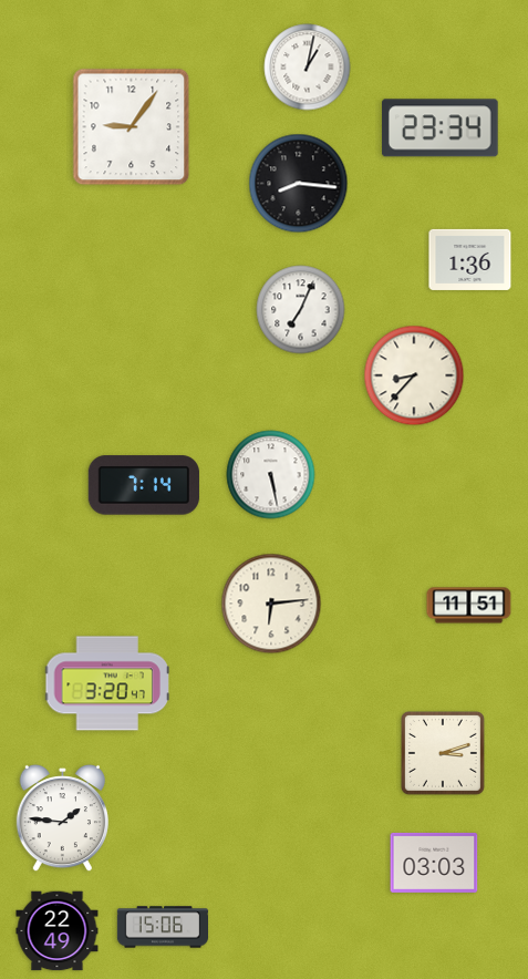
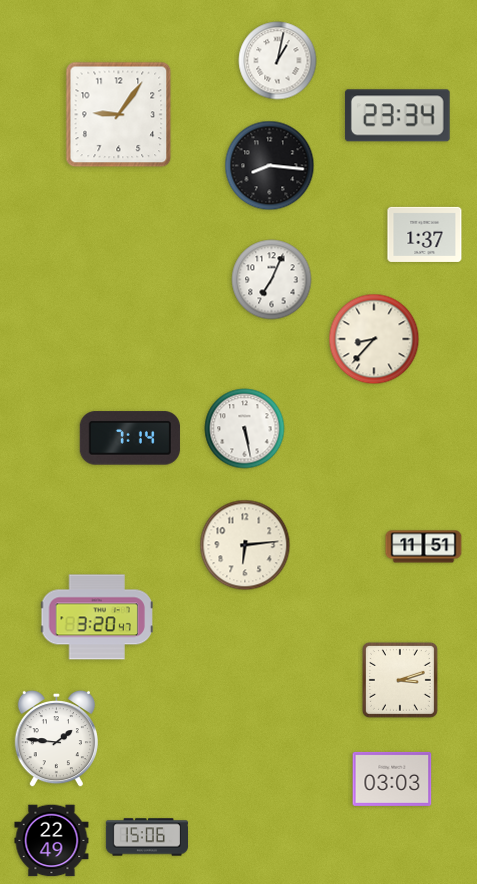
clock at (470, 259): 1:36 -> 1:37
